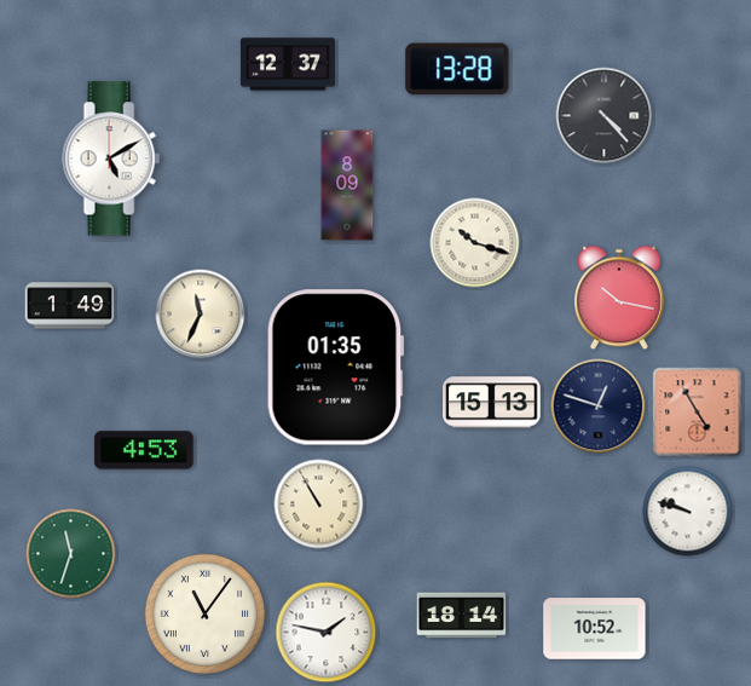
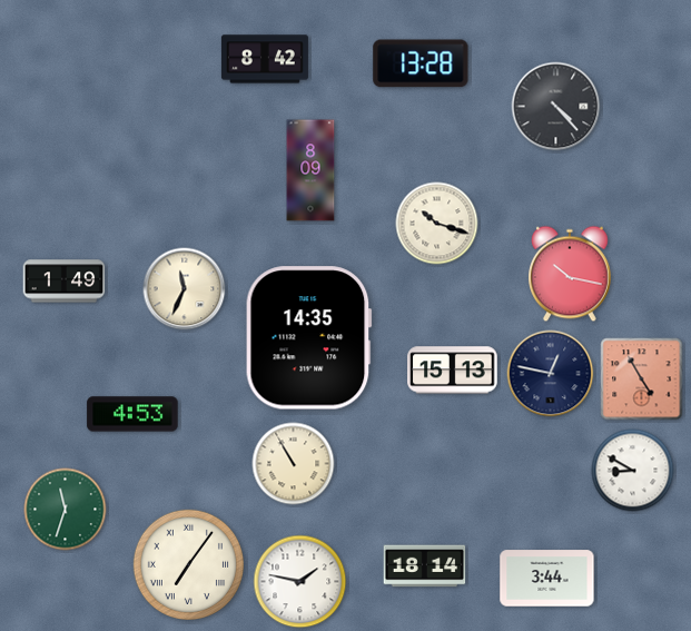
clock at (288, 64): 12:37 -> 8:42
clock at (111, 158): 5:10 -> none
clock at (347, 185) position: (347, 185) -> (310, 170)
clock at (335, 368): 01:35 -> 14:35
clock at (599, 407): 12:48 -> 12:47
clock at (688, 512): 9:48 -> 8:50
clock at (204, 613): 11:06 -> 7:06
clock at (595, 629): 10:52 -> 3:44
